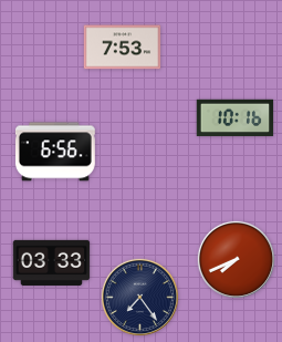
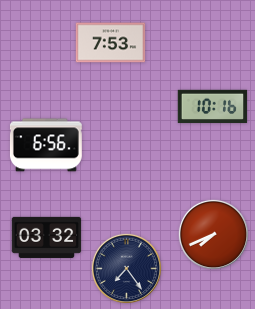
clock at (55, 152) position: (55, 152) -> (46, 145)
clock at (52, 262): 03:33 -> 03:32
